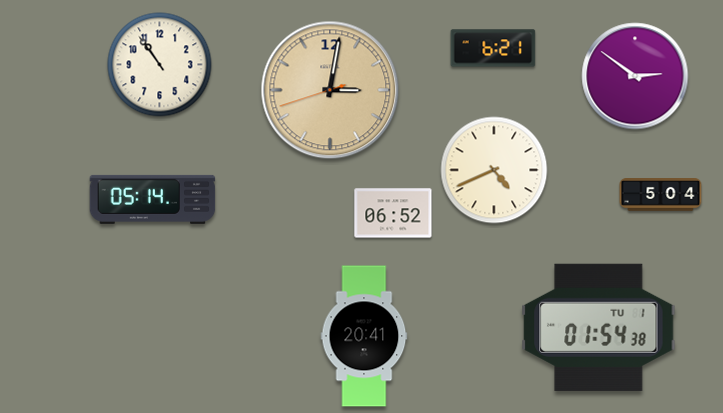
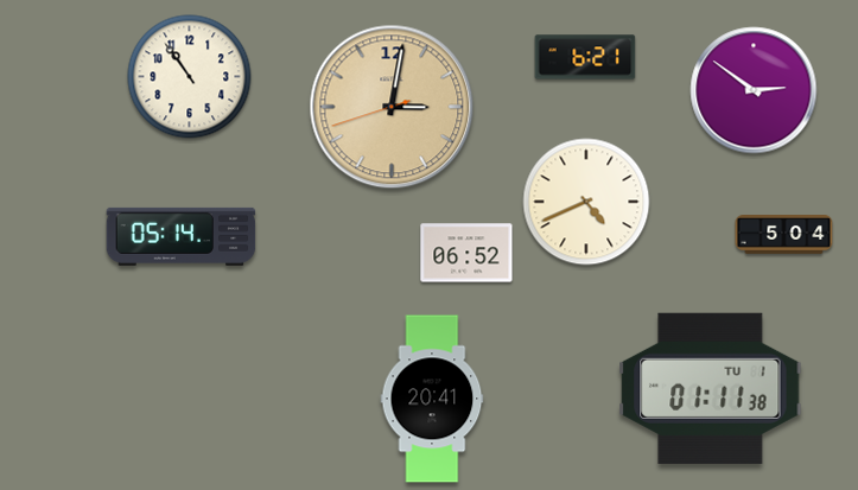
clock at (661, 195) position: (661, 195) -> (784, 235)
clock at (599, 327): 01:54 -> 01:11
